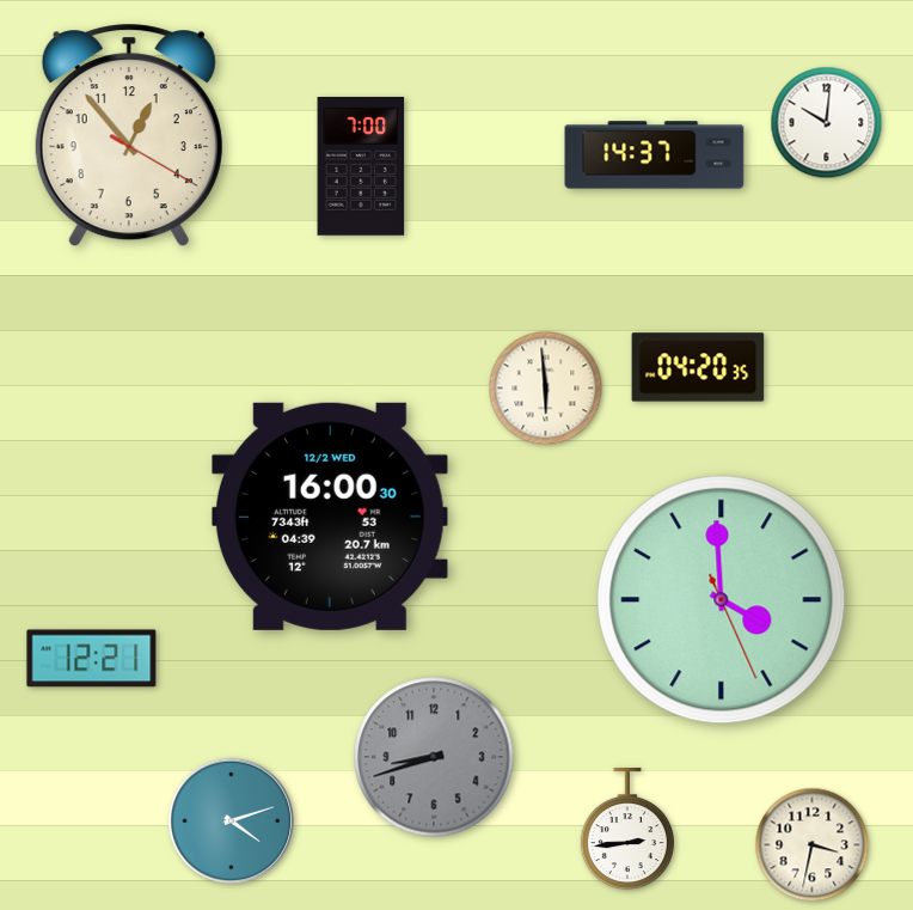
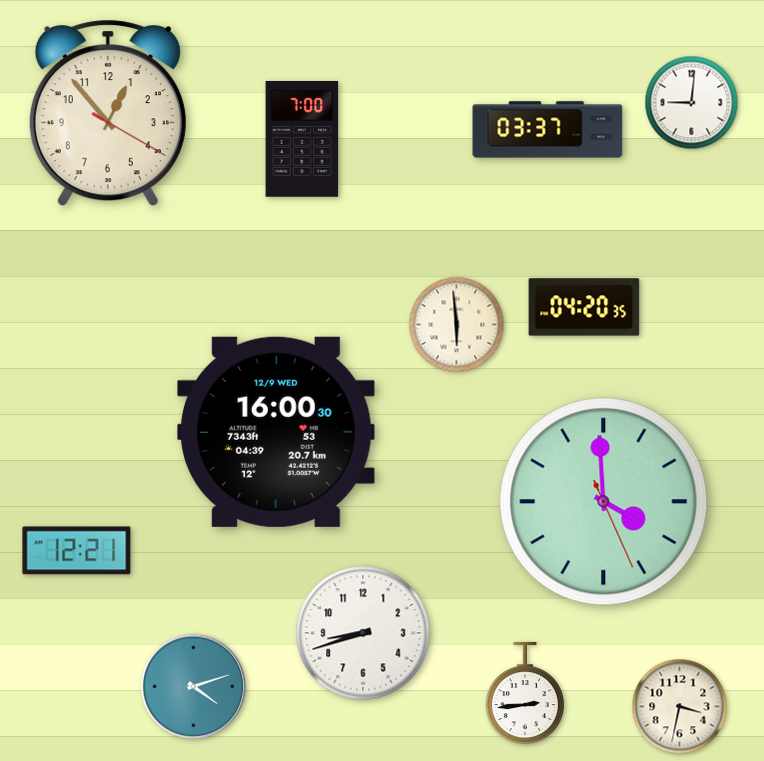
clock at (827, 123): 10:01 -> 9:01
clock at (655, 155): 14:37 -> 03:37
clock at (330, 517) date: 12/2 WED -> 12/9 WED
clock at (434, 757) dial: grey -> white
